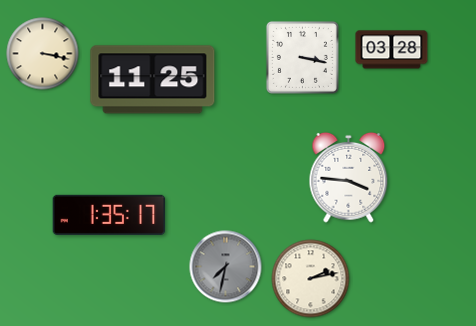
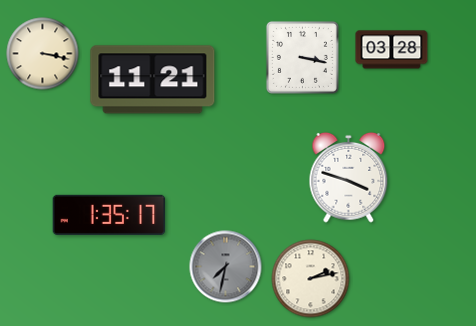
clock at (153, 80): 11:25 -> 11:21
clock at (349, 177): 3:46 -> 3:48
